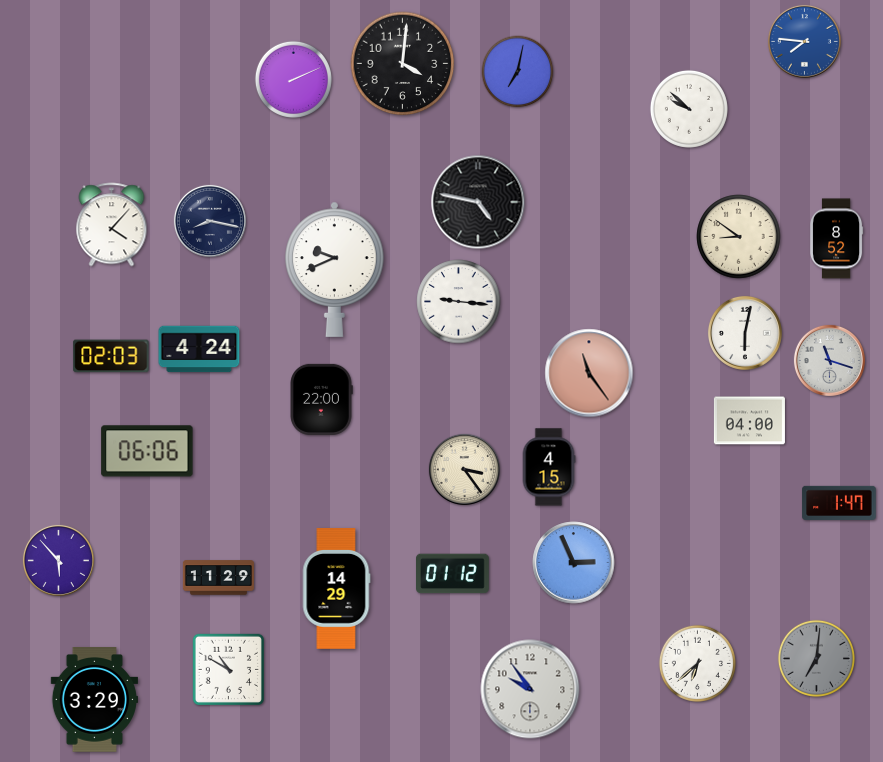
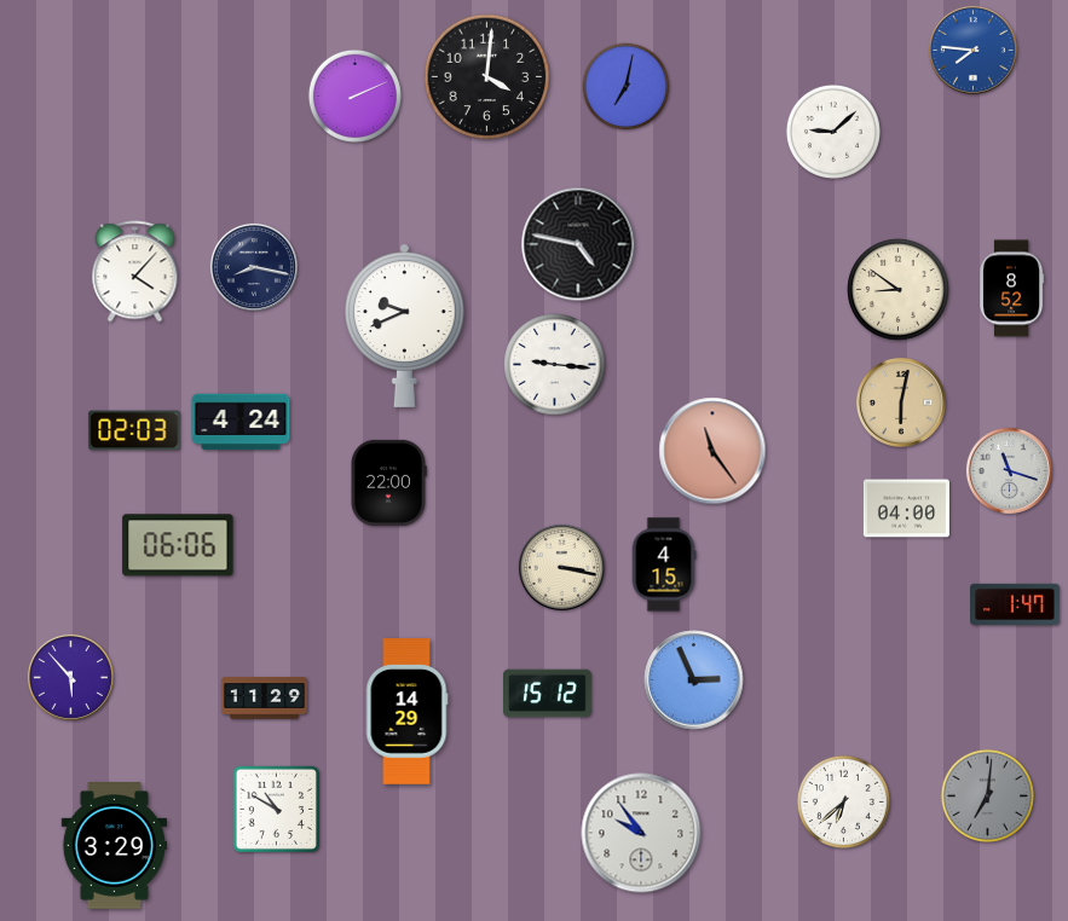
clock at (689, 109): 9:52 -> 9:08
clock at (739, 237) position: (739, 237) -> (899, 290)
clock at (745, 333) dial: white -> champagne
clock at (829, 360) position: (829, 360) -> (1009, 470)
clock at (464, 469): 3:24 -> 3:17
clock at (839, 503) position: (839, 503) -> (1015, 604)
clock at (453, 574): 01:12 -> 15:12
